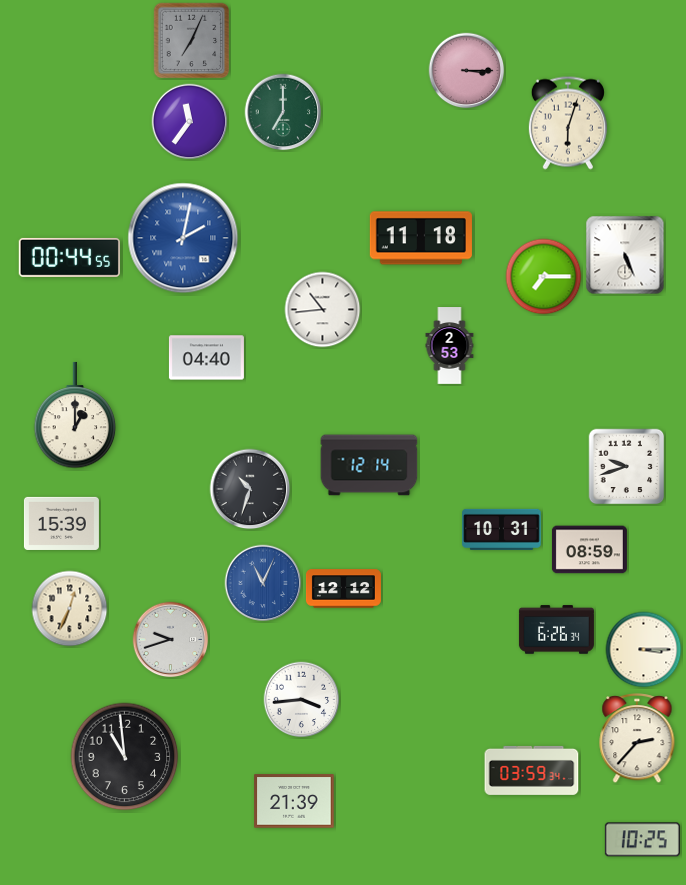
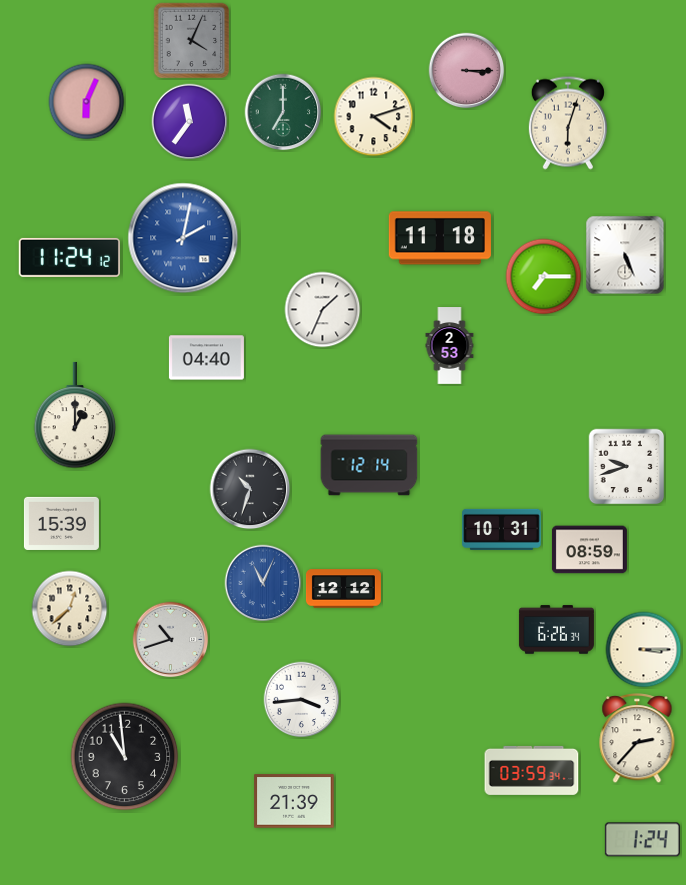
clock at (192, 41): 7:04 -> 4:04
clock at (87, 102): none -> 6:04
clock at (374, 117): none -> 4:12
clock at (421, 238) position: (421, 238) -> (440, 238)
clock at (69, 257): 00:44 -> 11:24
clock at (323, 310): 10:44 -> 1:34
clock at (70, 609): 12:34 -> 12:38
clock at (171, 640): 9:42 -> 10:42
clock at (642, 840): 10:25 -> 1:24
